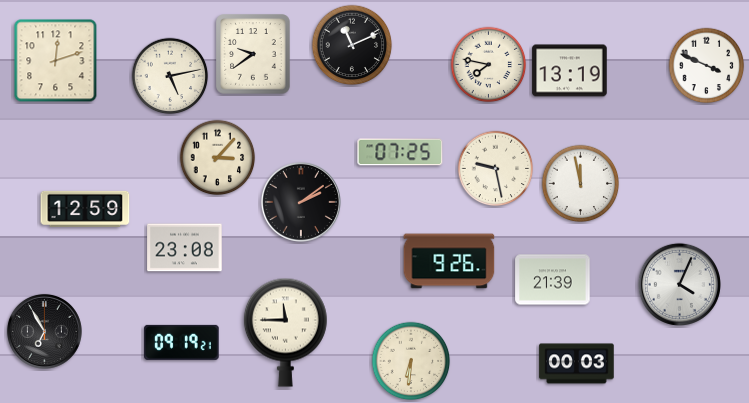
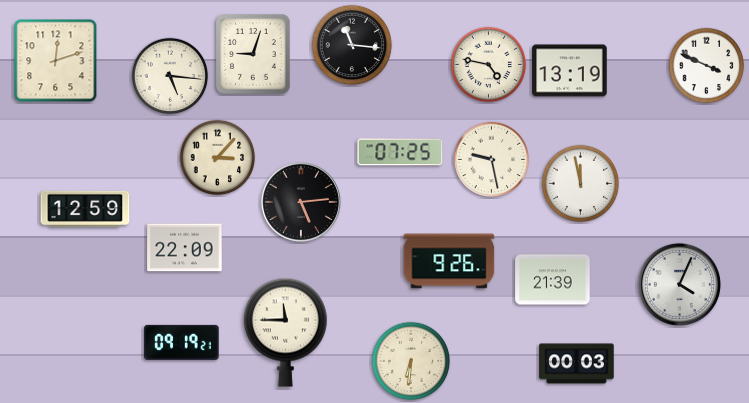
clock at (352, 45): 11:11 -> 11:16
clock at (253, 54): 9:39 -> 9:03
clock at (489, 65): 7:47 -> 4:47
clock at (170, 76): 5:13 -> 5:16
clock at (496, 169) position: (496, 169) -> (492, 160)
clock at (301, 202): 2:09 -> 5:14
clock at (185, 248): 23:08 -> 22:09
clock at (44, 331): 6:55 -> none
